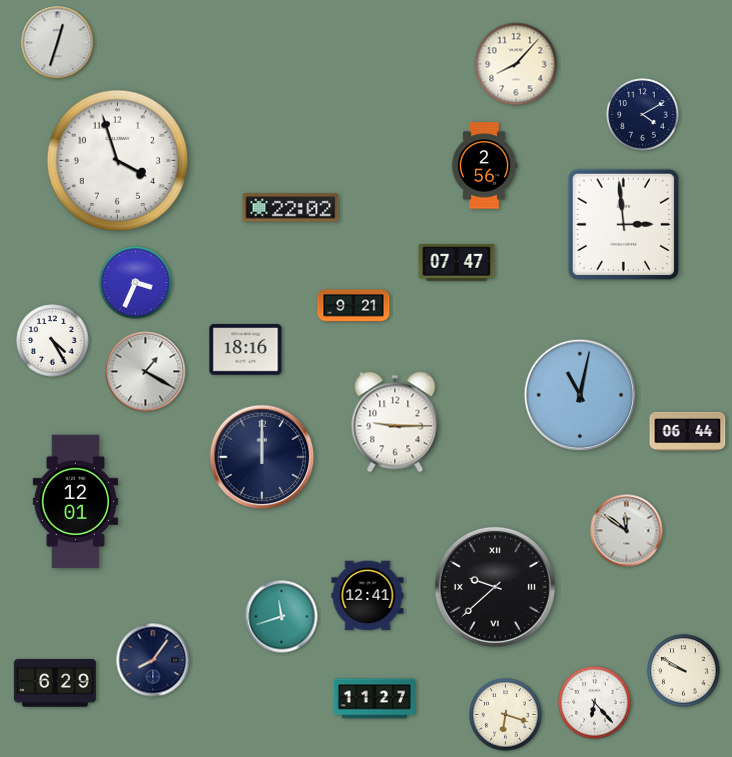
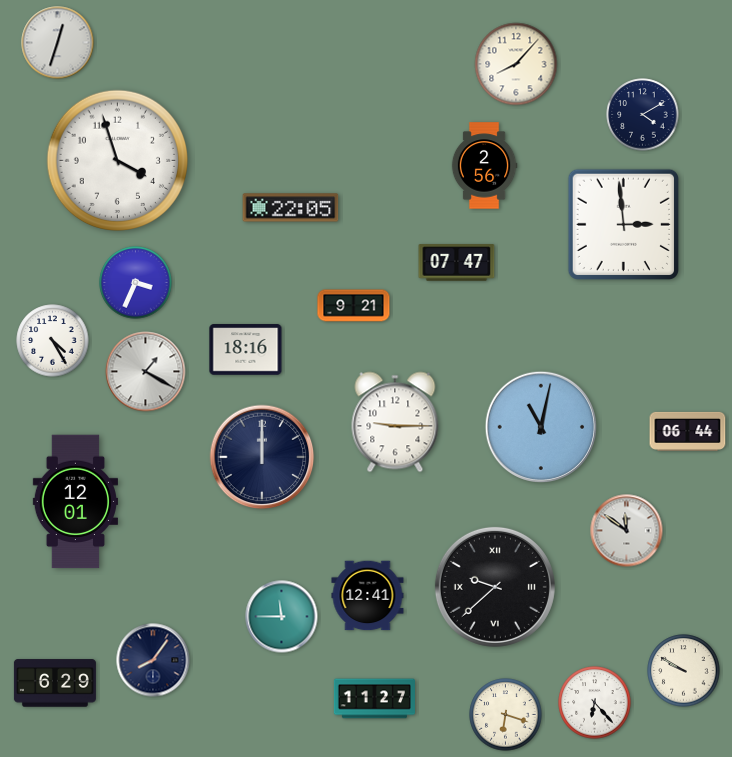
clock at (291, 208): 22:02 -> 22:05
clock at (579, 394) position: (579, 394) -> (540, 426)
clock at (282, 617): 11:42 -> 11:45
